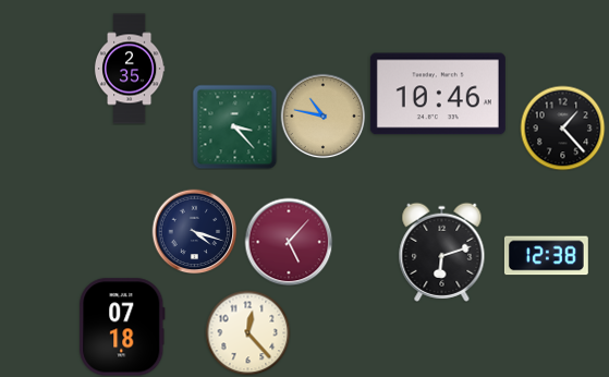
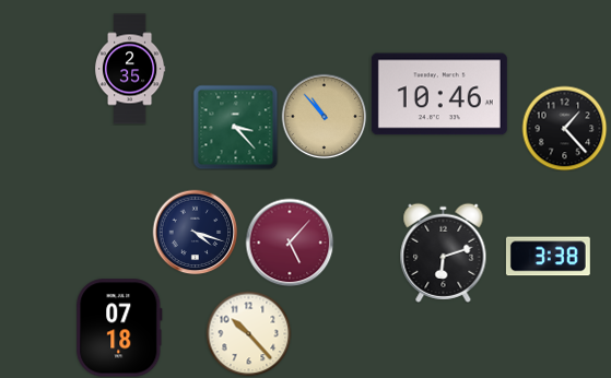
clock at (322, 115): 10:47 -> 10:53
clock at (546, 256): 12:38 -> 3:38
clock at (122, 327) position: (122, 327) -> (119, 328)
clock at (247, 332): 12:23 -> 10:23
